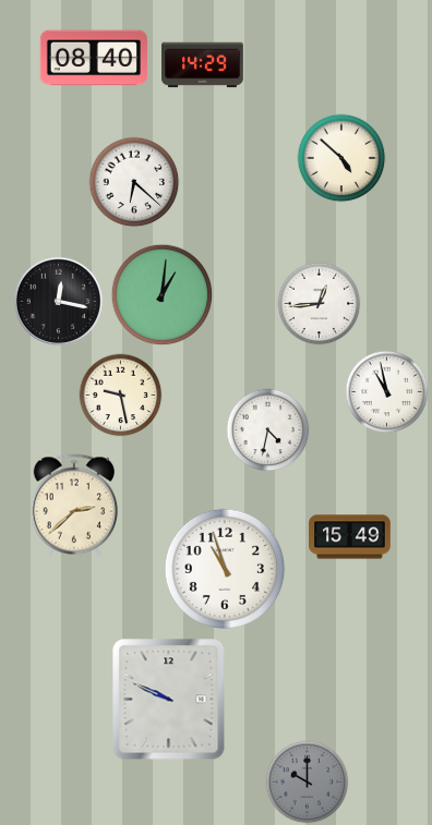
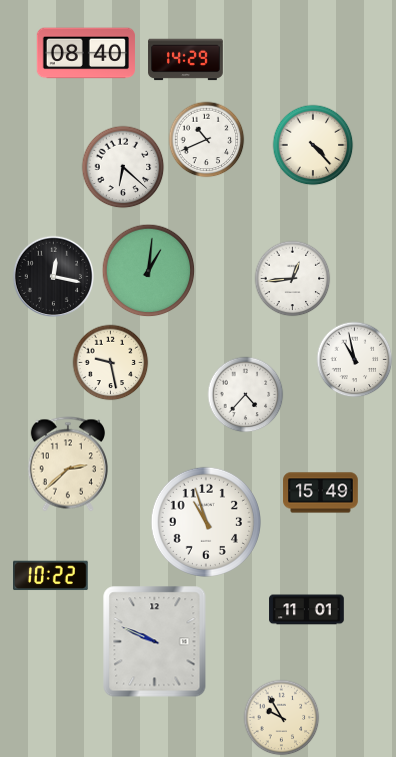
clock at (207, 140): none -> 10:41
clock at (341, 158): 4:52 -> 4:23
clock at (268, 430): 4:32 -> 4:37
clock at (51, 576): none -> 10:22
clock at (307, 610): none -> 11:01
clock at (308, 782): 10:00 -> 9:55
clock at (308, 782) dial: grey -> cream
